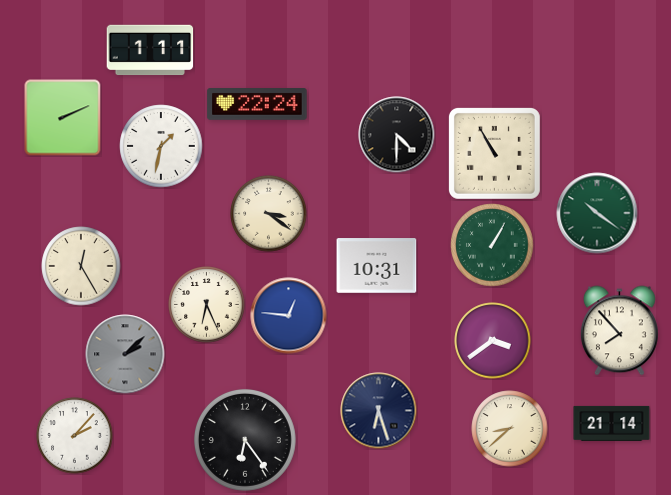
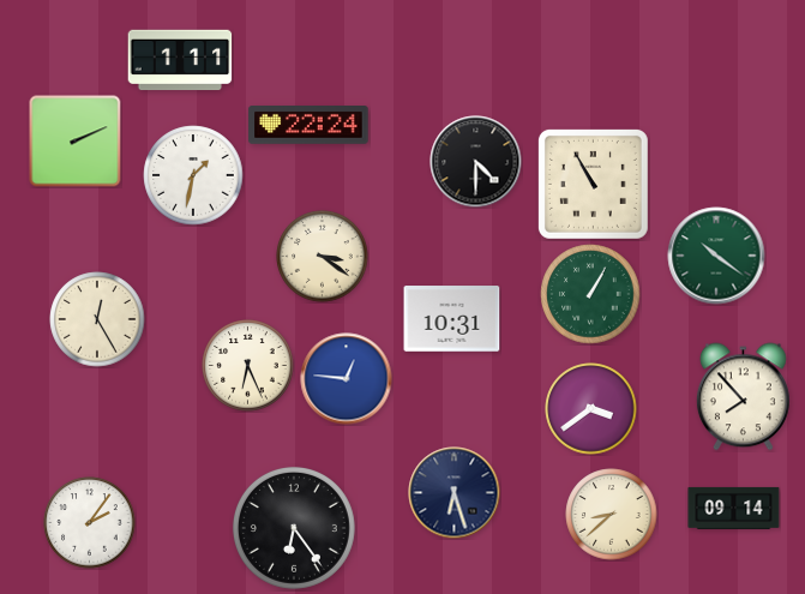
clock at (125, 354): 2:08 -> none
clock at (612, 423): 21:14 -> 09:14
clock at (75, 436): 2:07 -> 2:06
